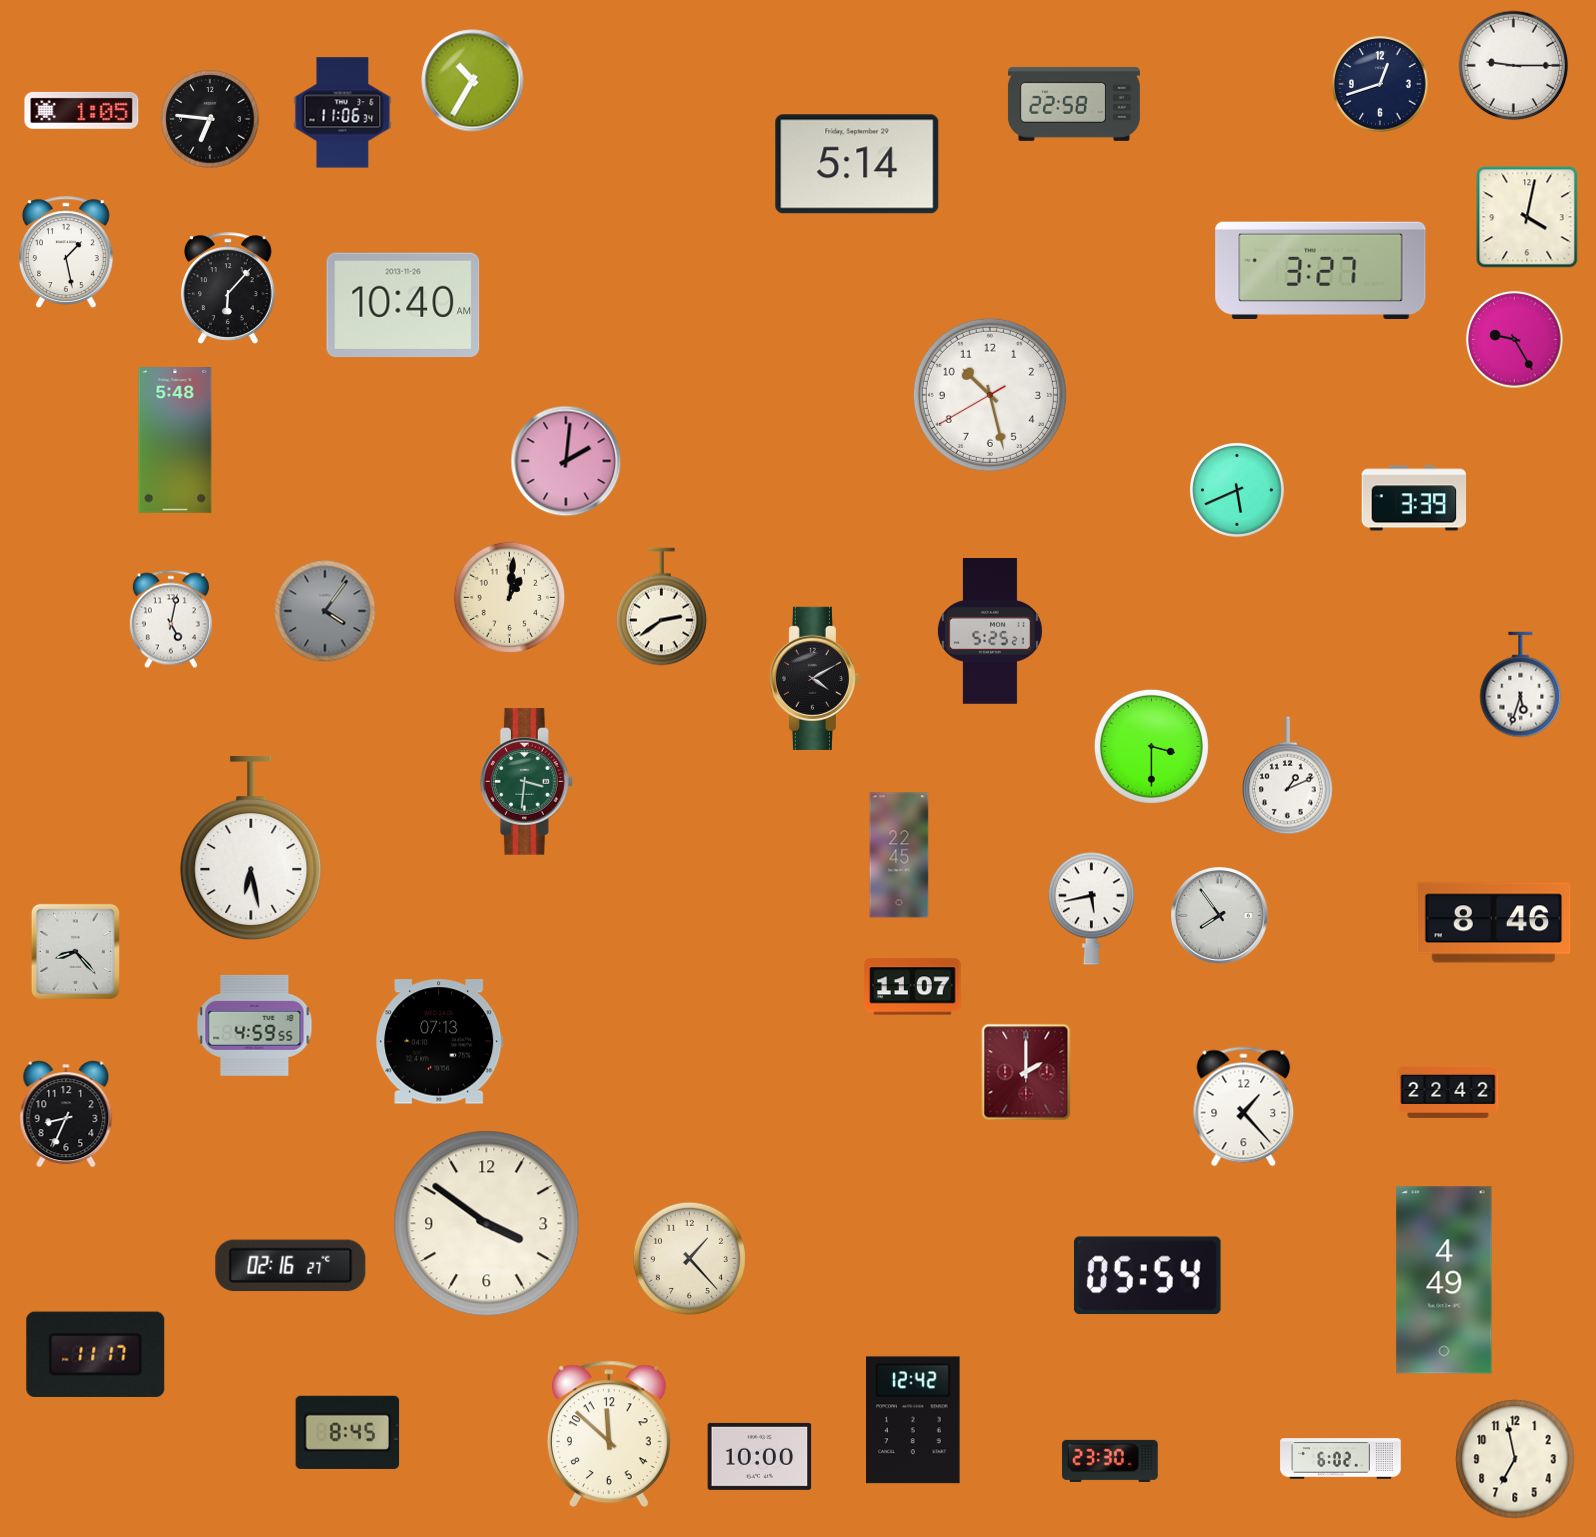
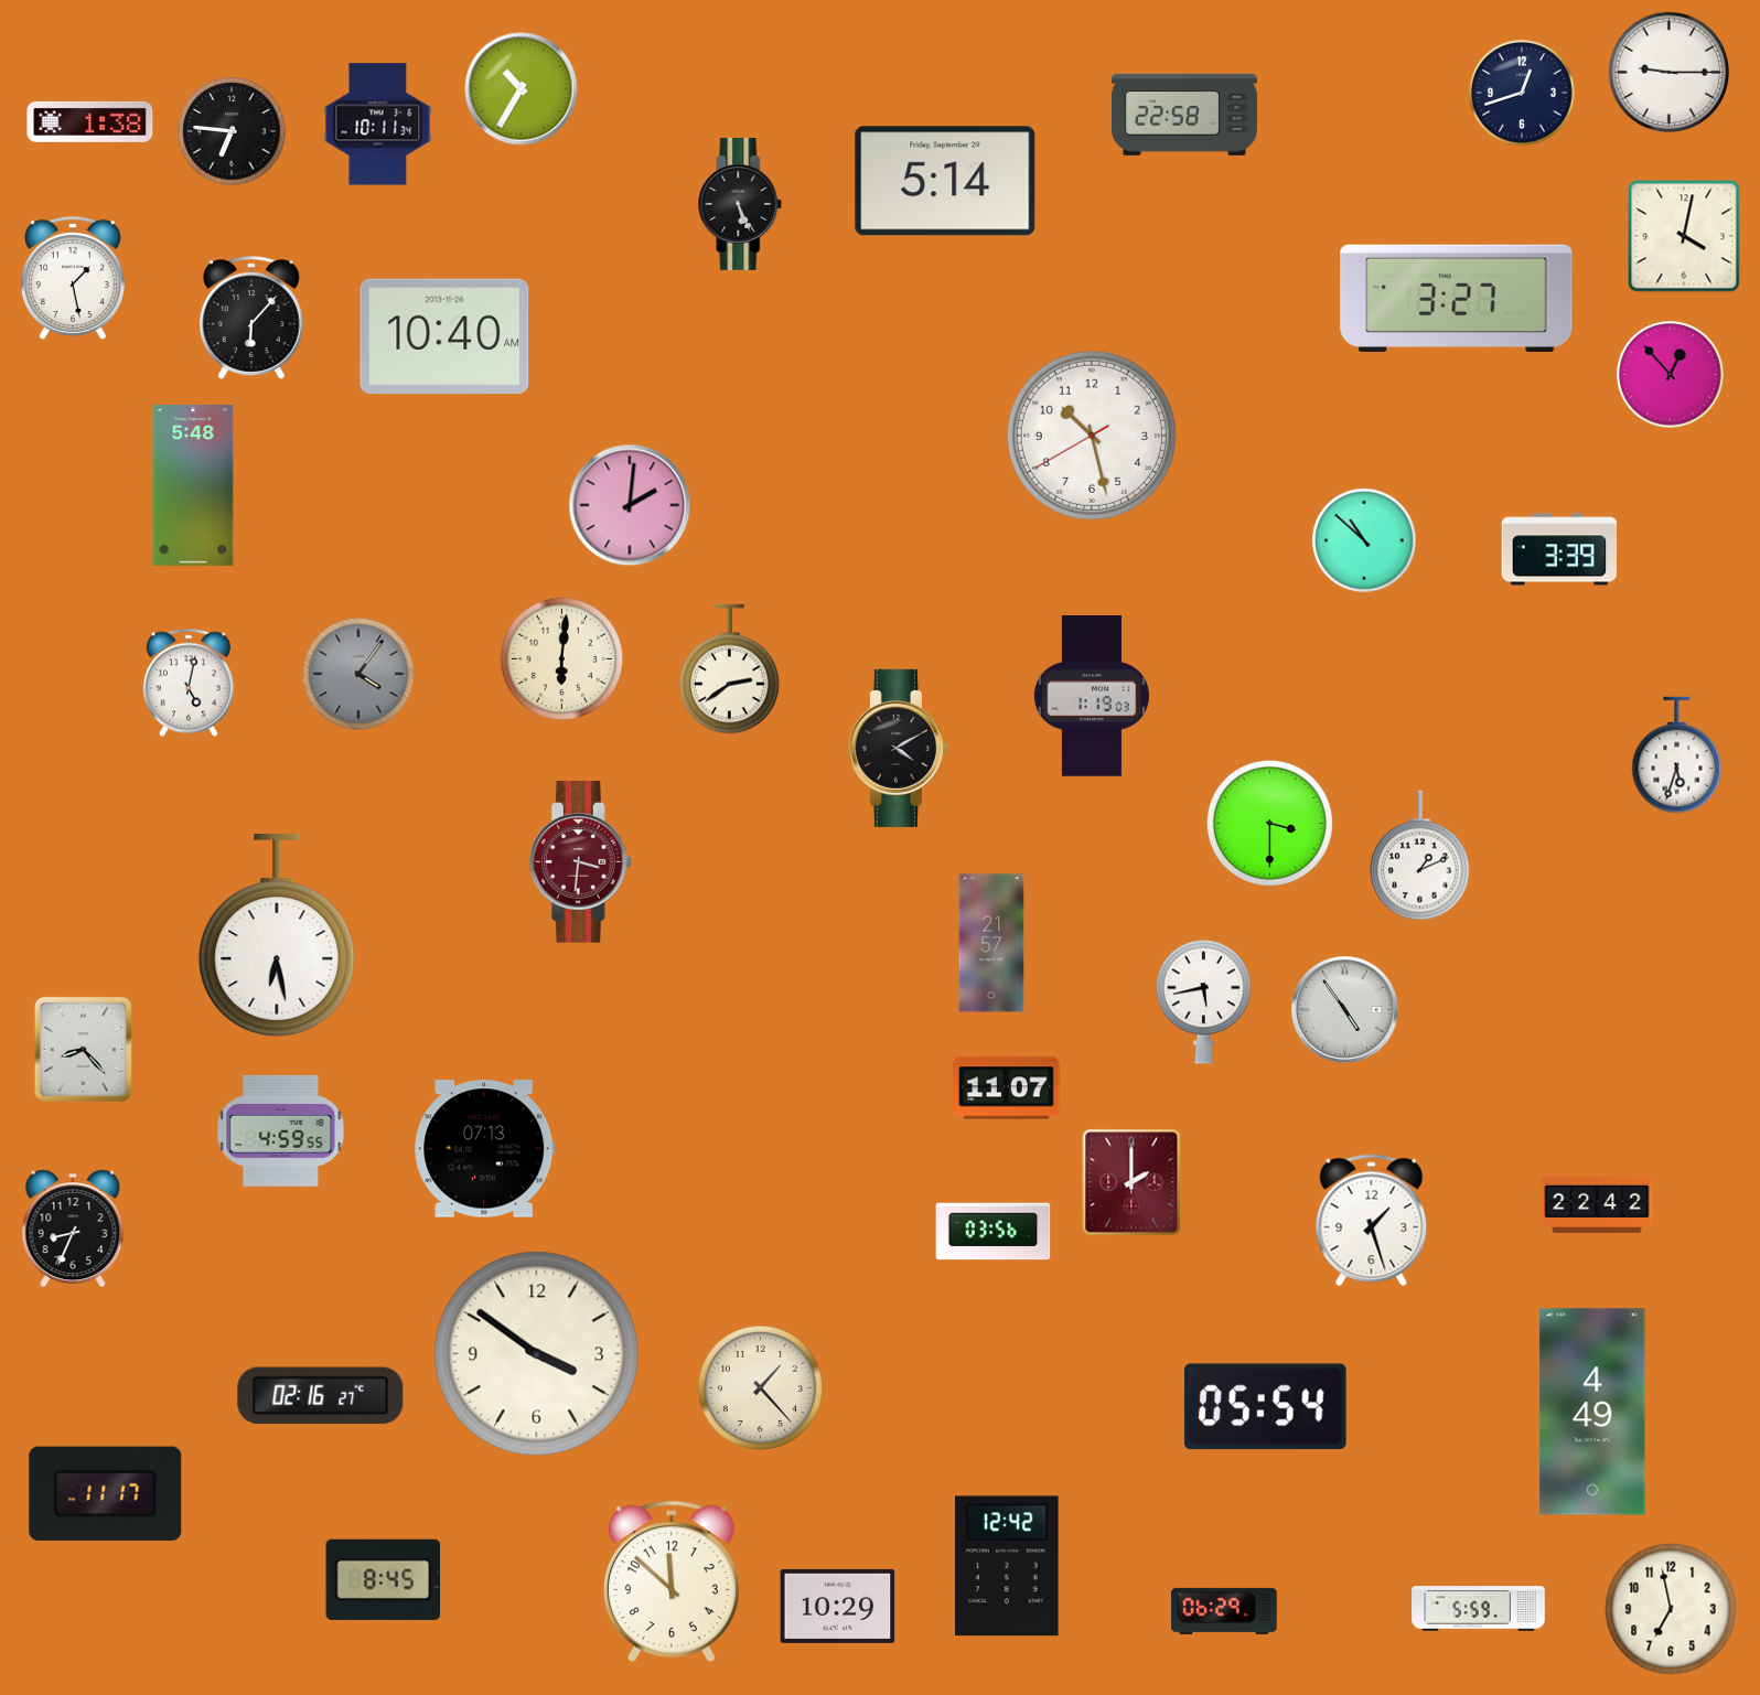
clock at (82, 110): 1:05 -> 1:38
clock at (343, 113): 11:06 -> 10:11
clock at (740, 204): none -> 5:26
clock at (1527, 217) position: (1527, 217) -> (1684, 236)
clock at (1515, 340): 9:25 -> 12:53
clock at (566, 461) position: (566, 461) -> (630, 505)
clock at (1237, 490): 5:41 -> 10:52
clock at (509, 597): 1:01 -> 6:01
clock at (990, 632): 5:25 -> 1:19
clock at (526, 782) dial: green -> burgundy
clock at (899, 855): 22:45 -> 21:57
clock at (1220, 916): 7:54 -> 4:54
clock at (1494, 923): 8:46 -> none
clock at (1244, 1107): 1:23 -> 1:27
clock at (994, 1232): none -> 03:56
clock at (487, 1224) position: (487, 1224) -> (537, 1354)
clock at (760, 1456): 10:00 -> 10:29
clock at (1341, 1459): 6:02 -> 5:59
clock at (1110, 1461): 23:30 -> 06:29
